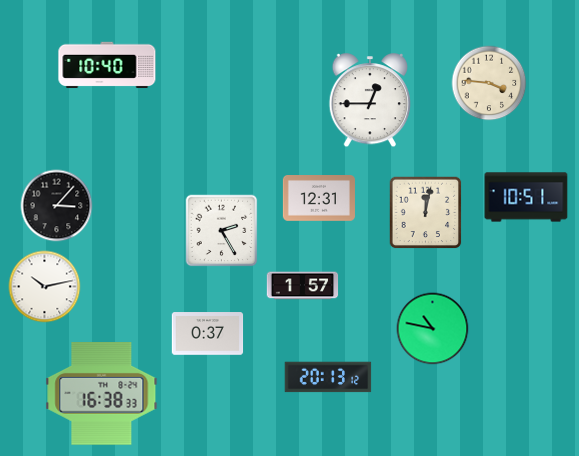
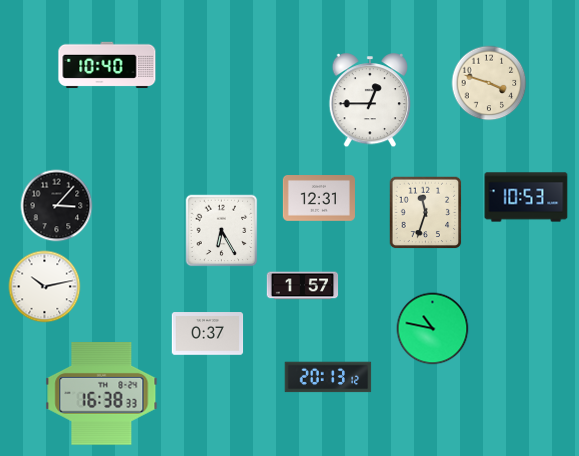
clock at (489, 83): 3:46 -> 3:48
clock at (526, 197): 10:51 -> 10:53
clock at (426, 213): 12:02 -> 11:33
clock at (222, 231): 2:25 -> 6:25
